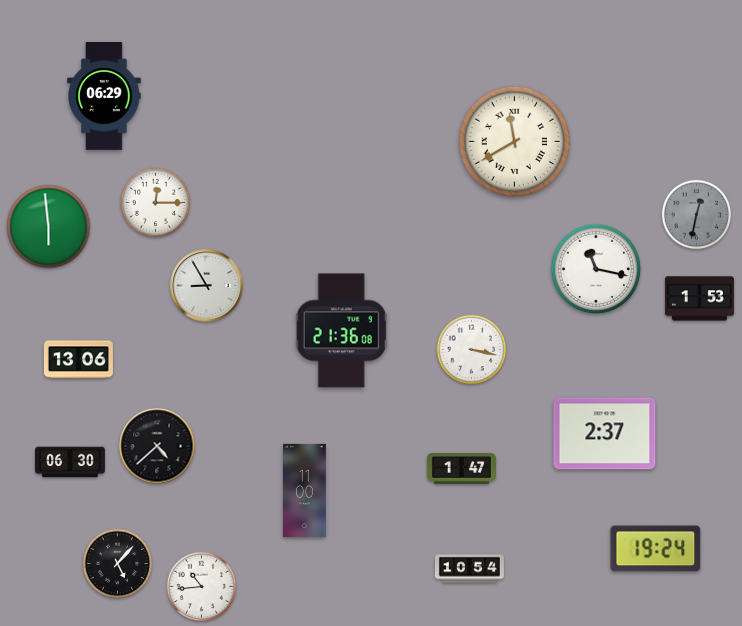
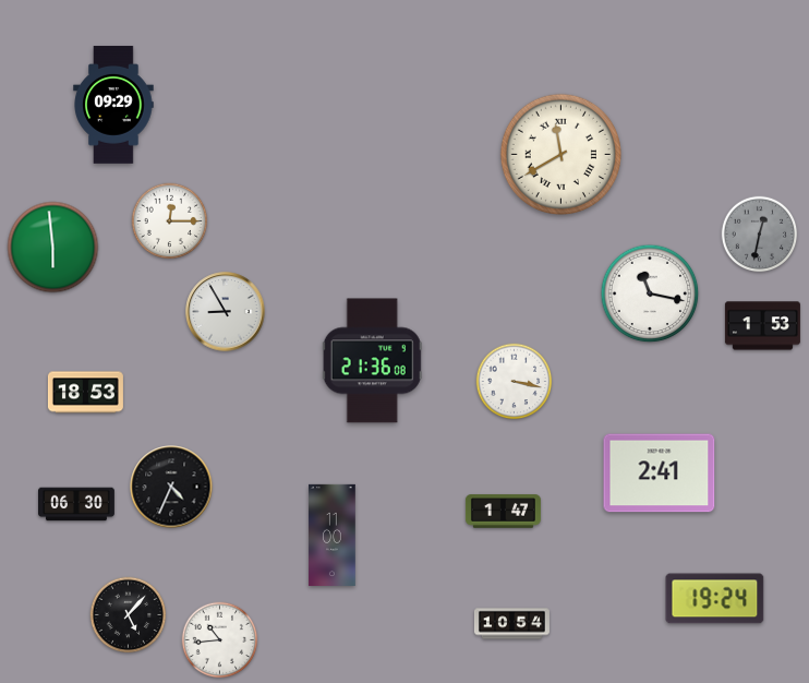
clock at (104, 96): 06:29 -> 09:29
clock at (78, 360): 13:06 -> 18:53
clock at (605, 434): 2:37 -> 2:41
clock at (157, 446): 4:38 -> 4:34
clock at (469, 569) position: (469, 569) -> (511, 624)
